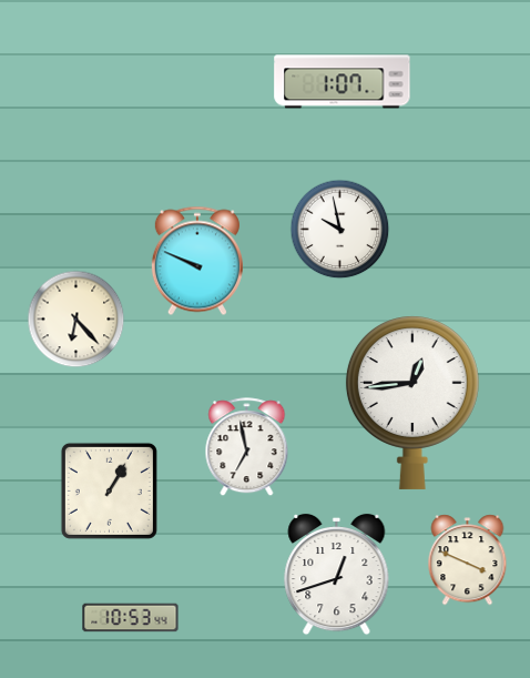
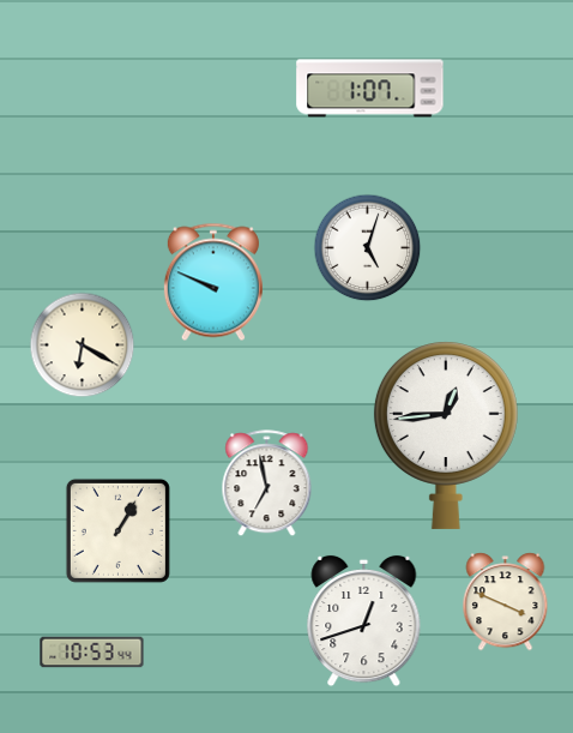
clock at (340, 230): 9:58 -> 5:03
clock at (77, 320): 6:23 -> 6:20
clock at (468, 560) position: (468, 560) -> (506, 602)
clock at (131, 618) position: (131, 618) -> (92, 653)
